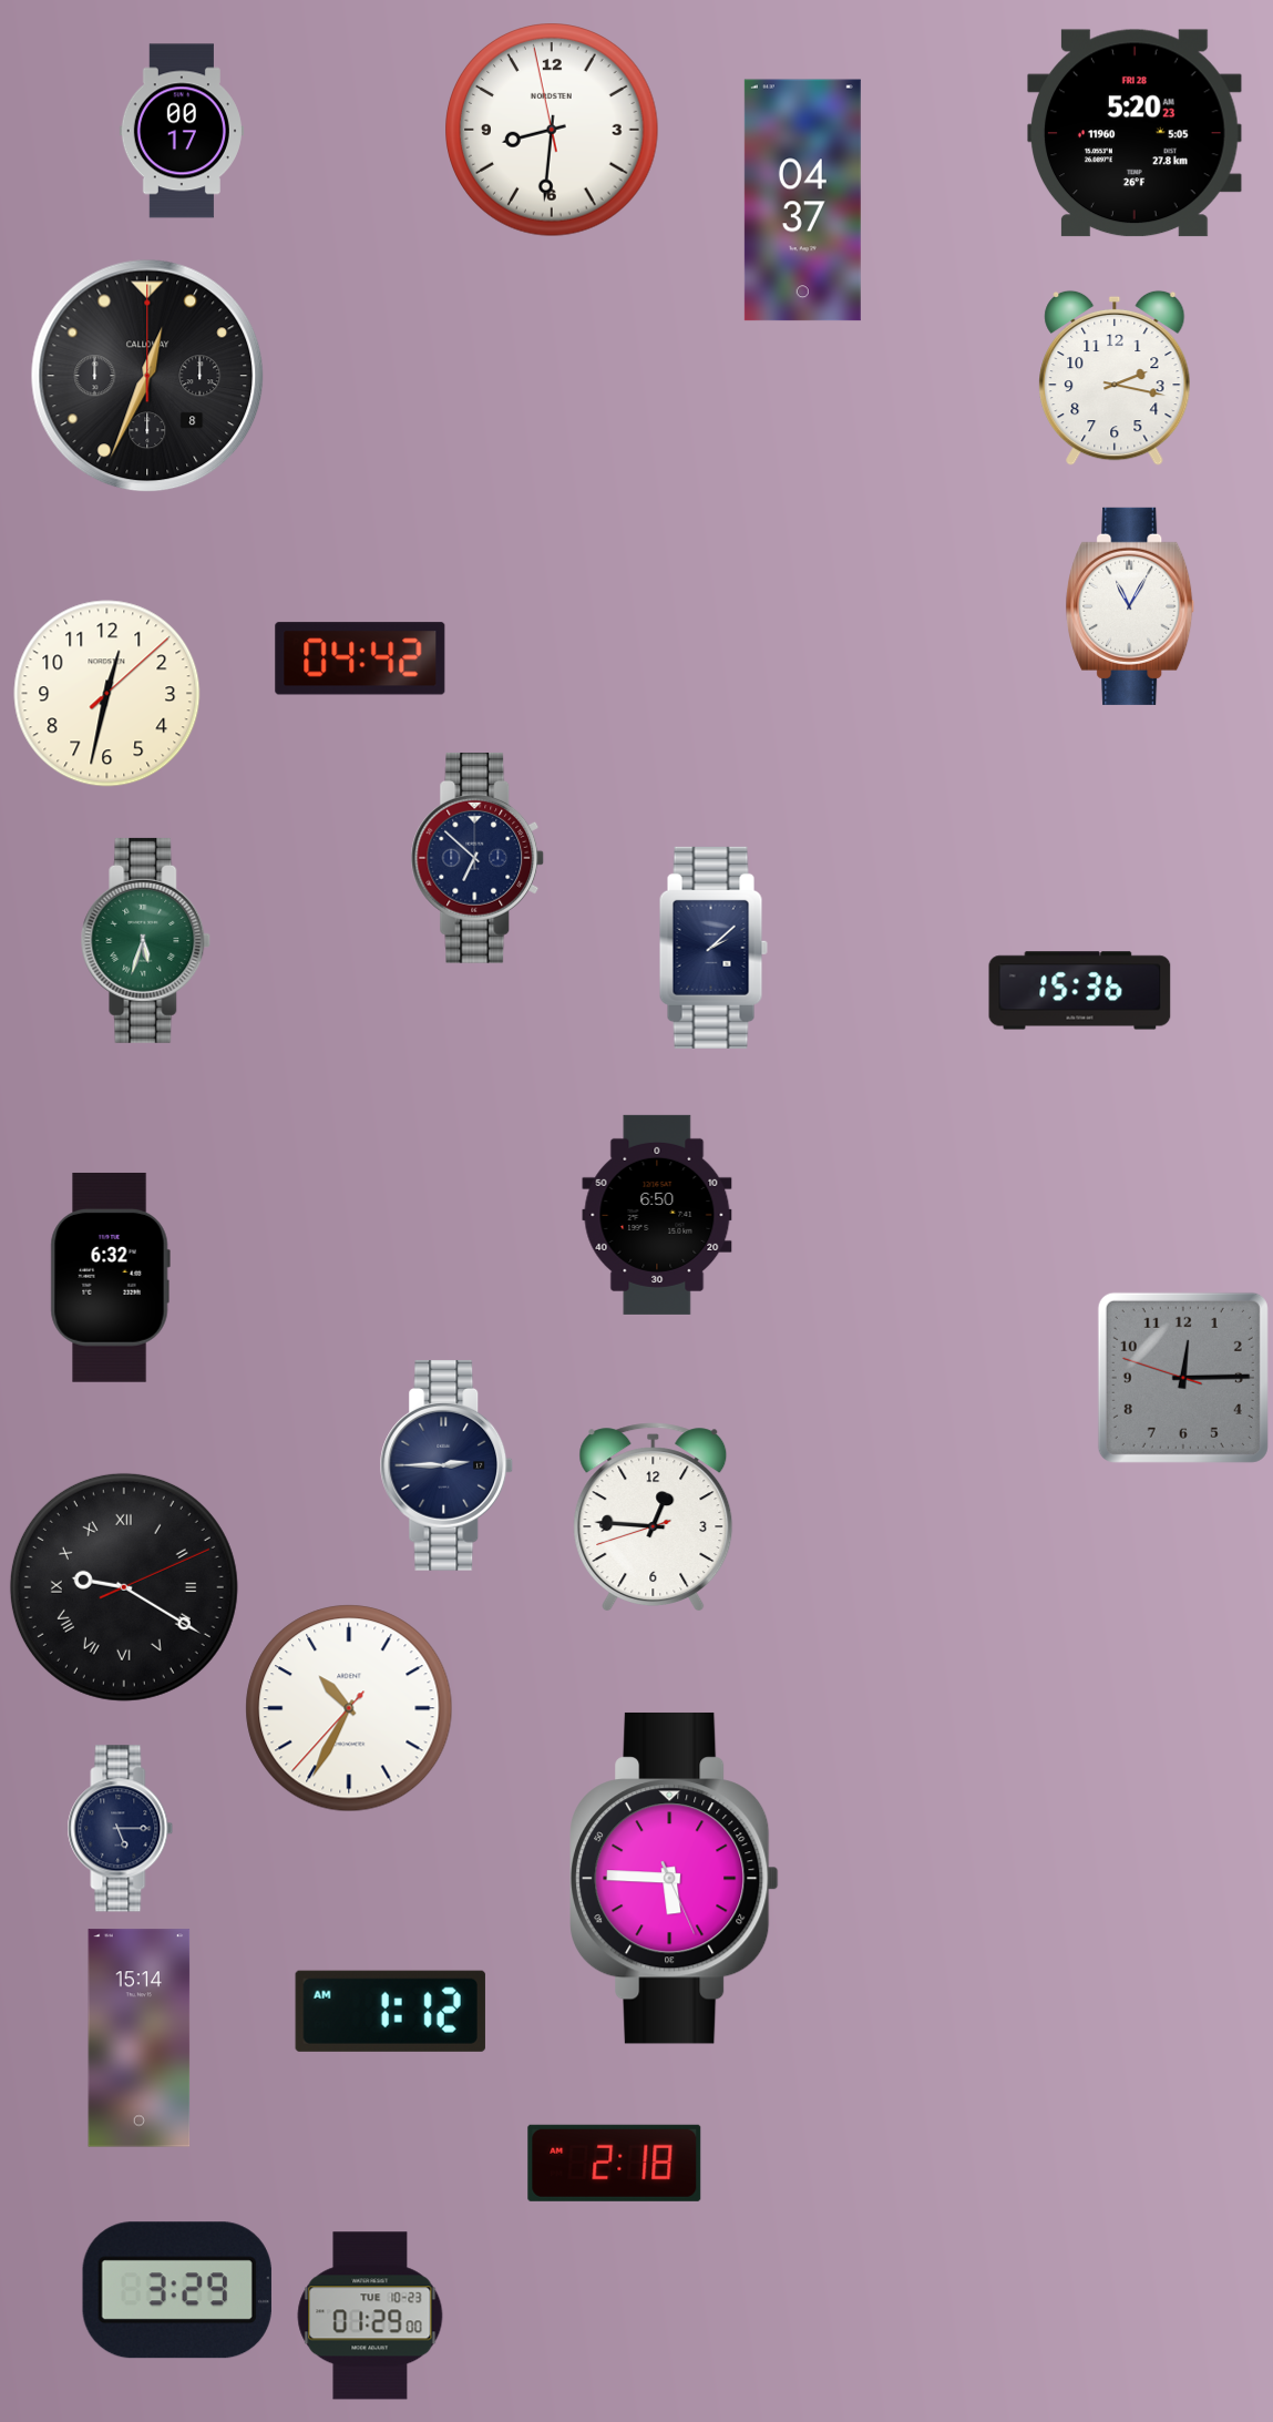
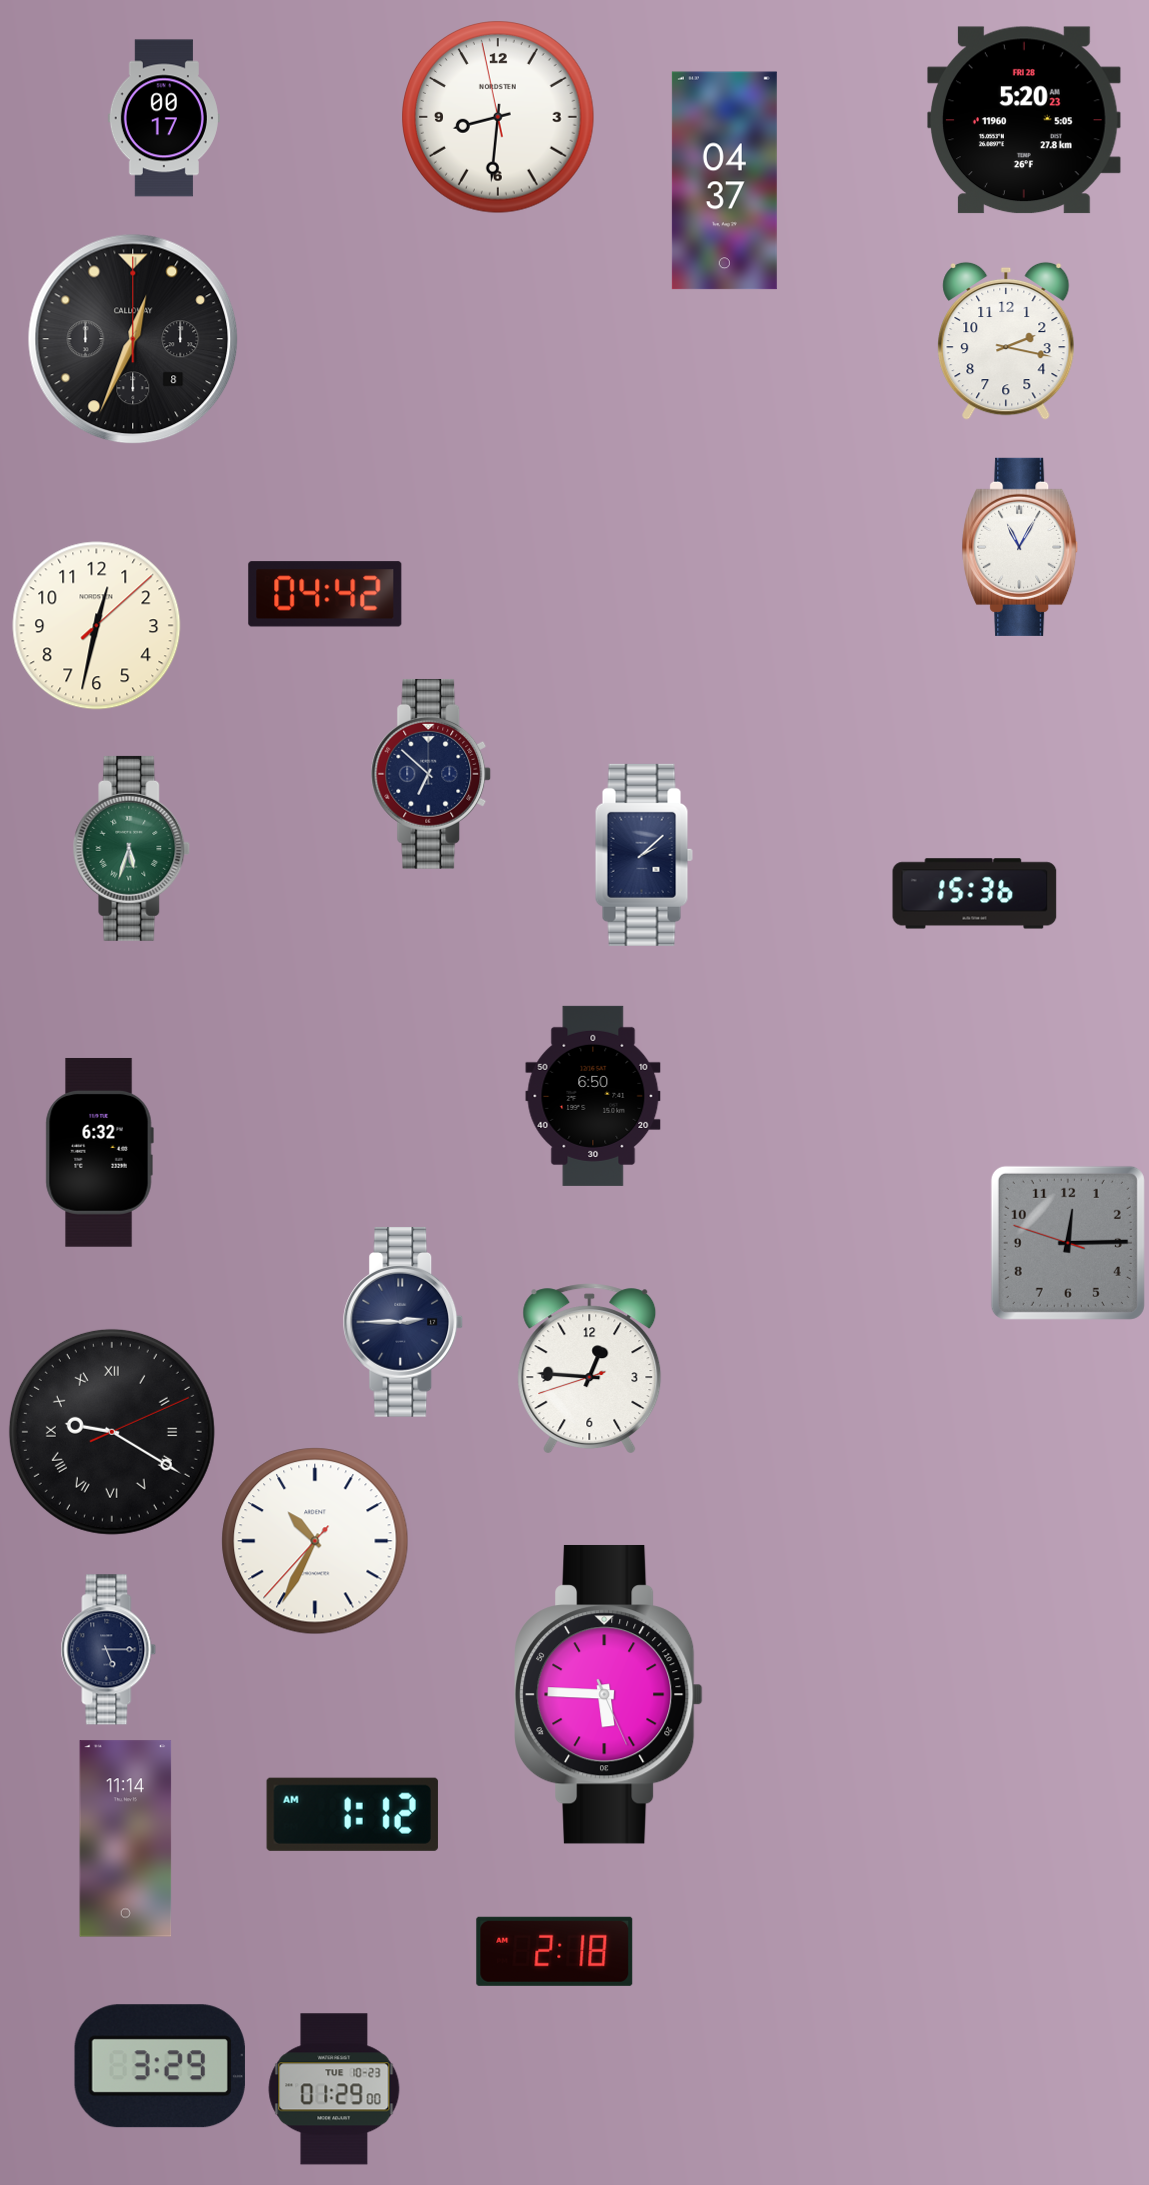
clock at (140, 2038): 15:14 -> 11:14
